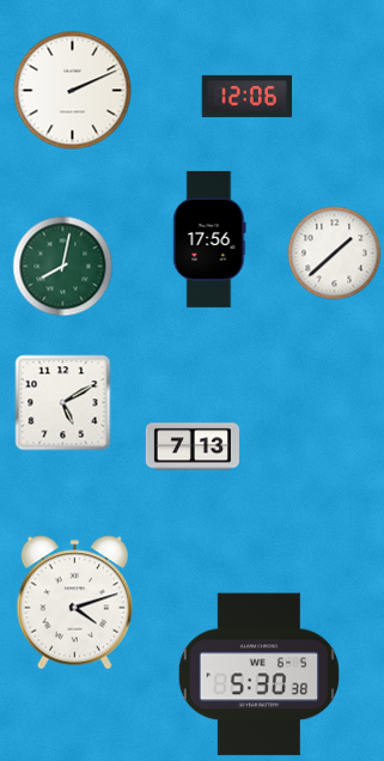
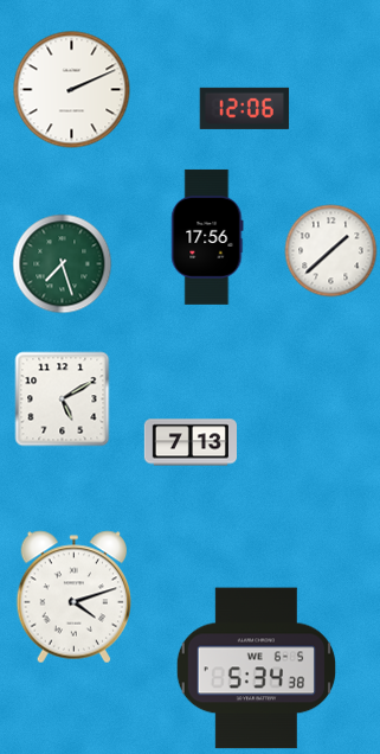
clock at (248, 96) position: (248, 96) -> (245, 108)
clock at (63, 267): 8:02 -> 7:27
clock at (258, 675): 5:30 -> 5:34
